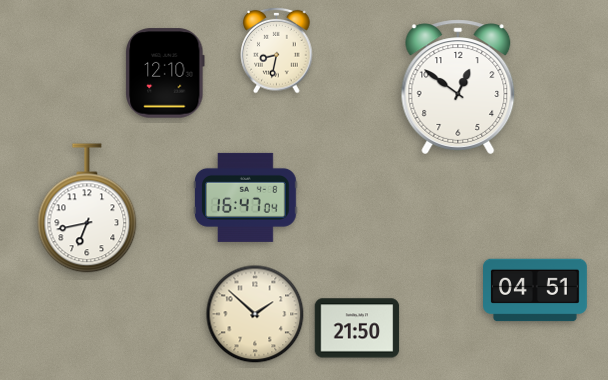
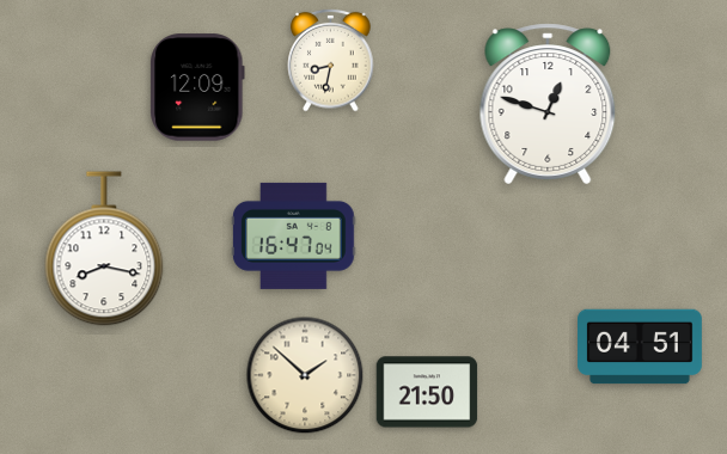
clock at (165, 73): 12:10 -> 12:09
clock at (458, 87): 12:51 -> 12:48
clock at (87, 208): 6:43 -> 8:17
